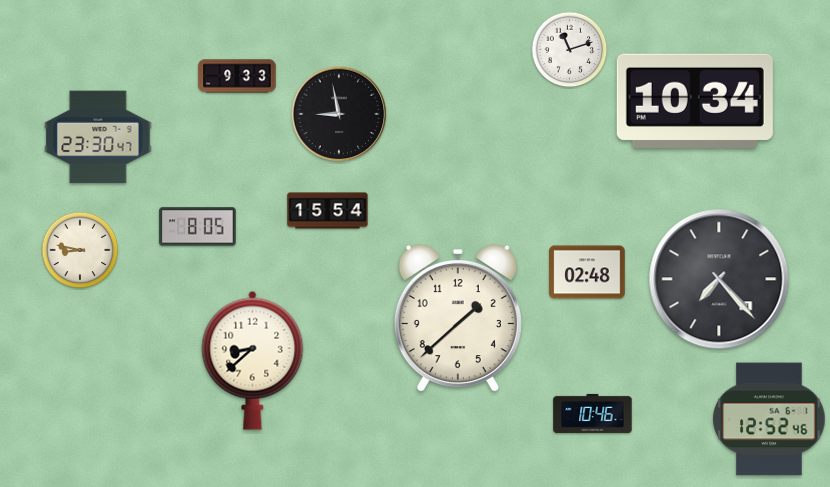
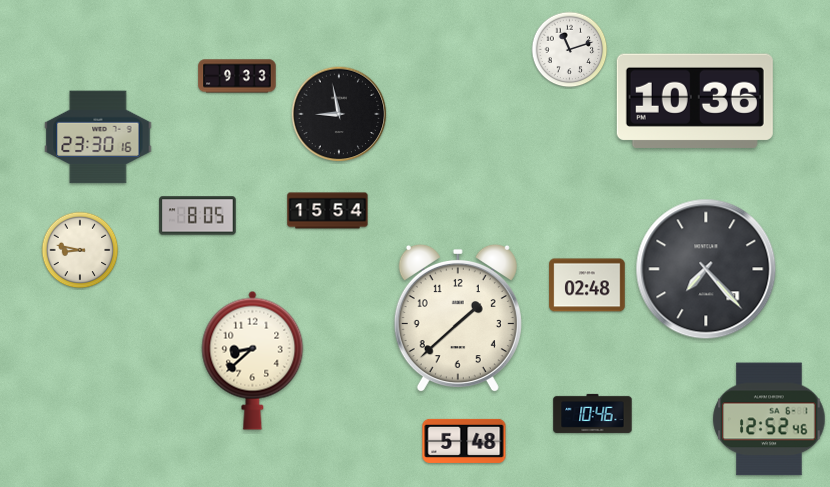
clock at (695, 101): 10:34 -> 10:36
clock at (98, 137): 23:30:47 -> 23:30:16
clock at (198, 227) position: (198, 227) -> (198, 216)
clock at (587, 272) position: (587, 272) -> (587, 285)
clock at (719, 279) position: (719, 279) -> (706, 269)
clock at (464, 441): none -> 5:48
